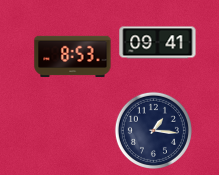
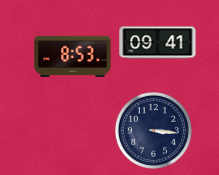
clock at (153, 130): 1:16 -> 3:16
